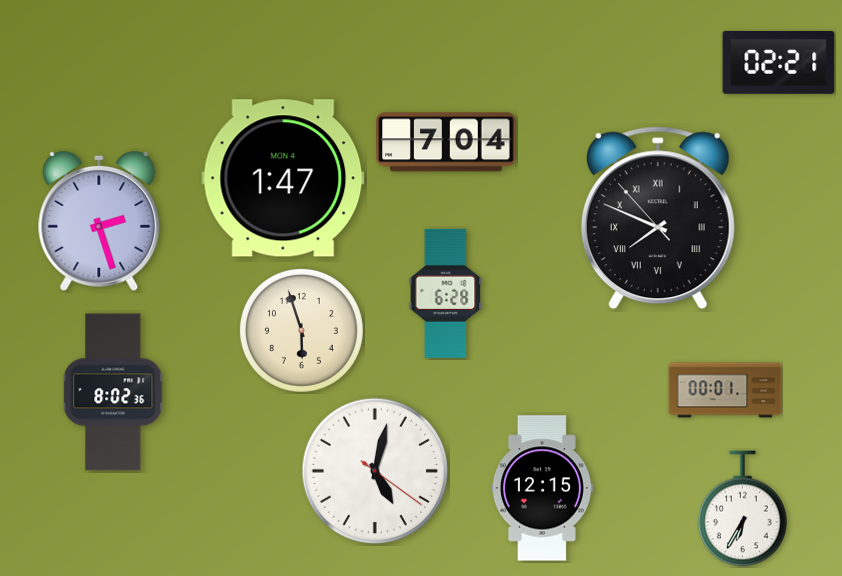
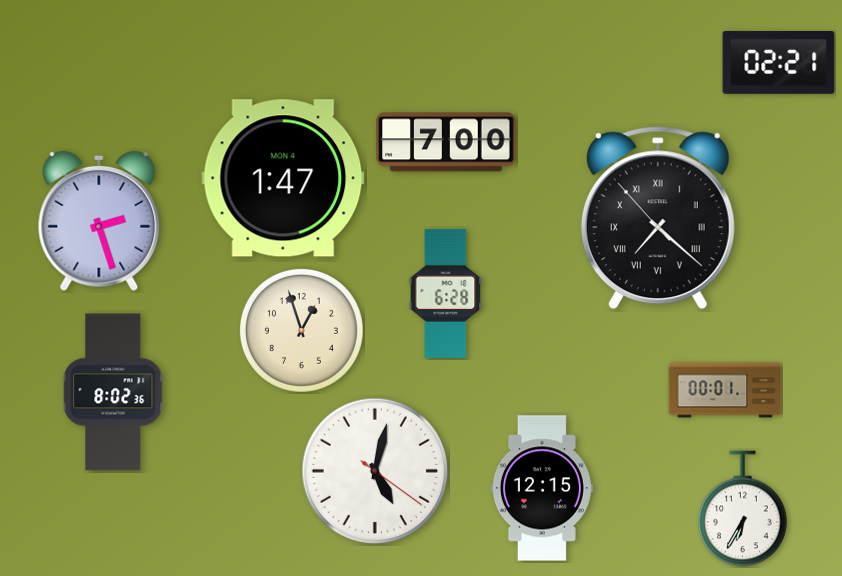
clock at (446, 142): 7:04 -> 7:00
clock at (658, 218): 7:48 -> 7:21
clock at (301, 330): 5:57 -> 12:57
